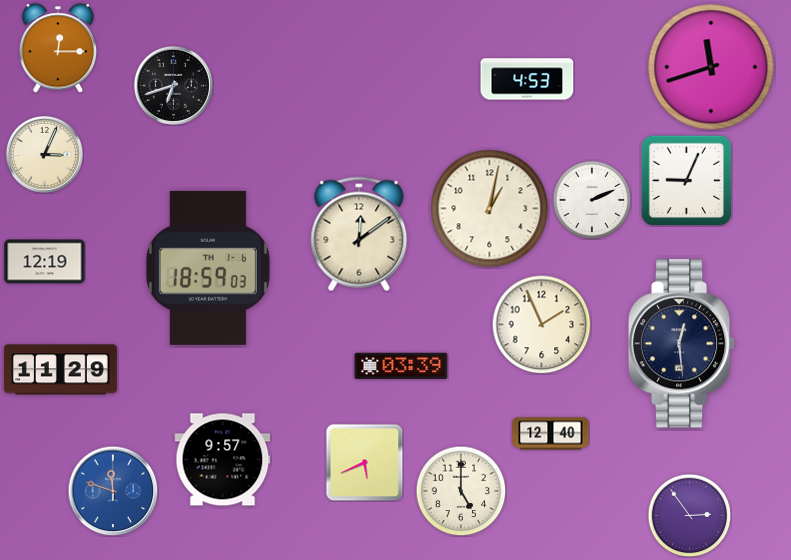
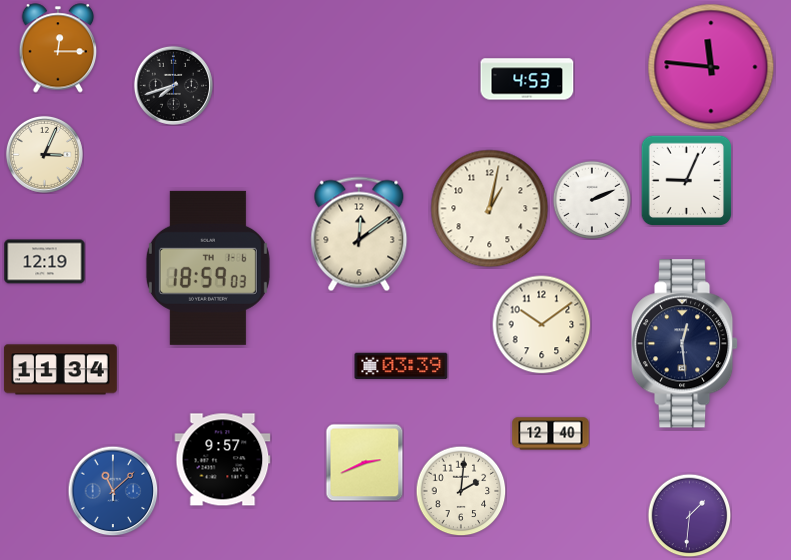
clock at (711, 67): 11:42 -> 11:46
clock at (173, 85): 6:42 -> 7:42
clock at (542, 325): 1:56 -> 10:09
clock at (682, 344) position: (682, 344) -> (685, 344)
clock at (60, 370): 11:29 -> 11:34
clock at (364, 462): 5:41 -> 2:41
clock at (113, 491): 11:48 -> 11:08
clock at (461, 491): 5:00 -> 2:01
clock at (689, 515): 2:54 -> 1:31
